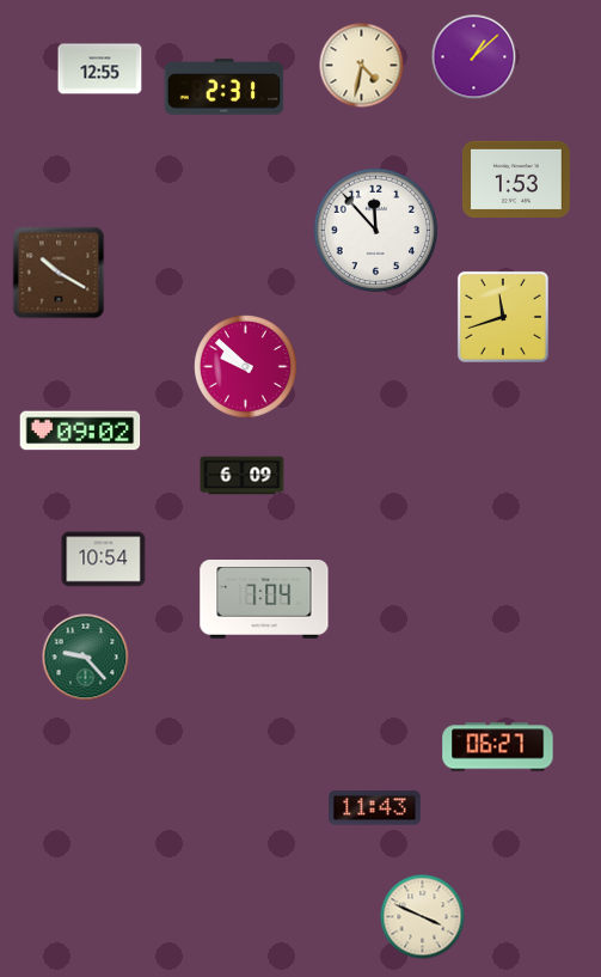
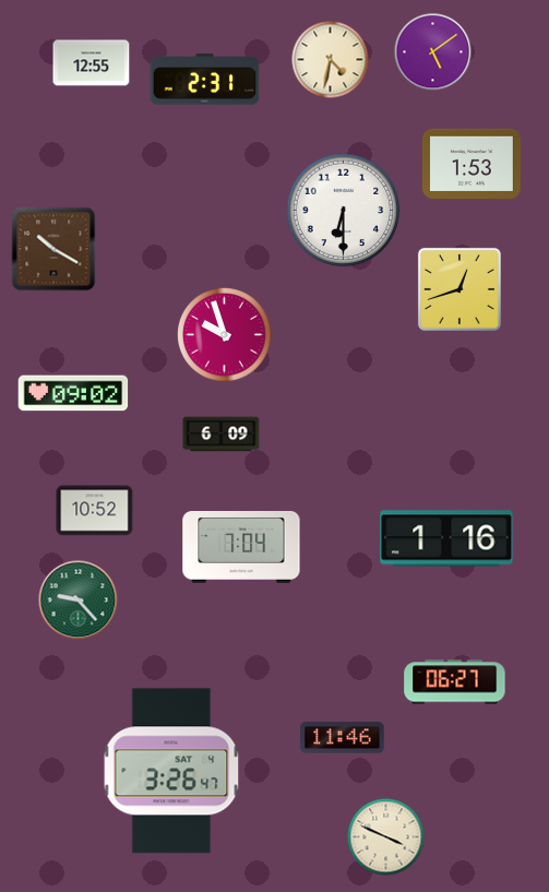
clock at (474, 57): 1:08 -> 5:09
clock at (376, 231): 11:53 -> 6:30
clock at (503, 317): 11:42 -> 12:42
clock at (246, 367): 9:52 -> 9:57
clock at (104, 560): 10:54 -> 10:52
clock at (446, 538): none -> 1:16
clock at (375, 808): 11:43 -> 11:46
clock at (171, 771): none -> 3:26
